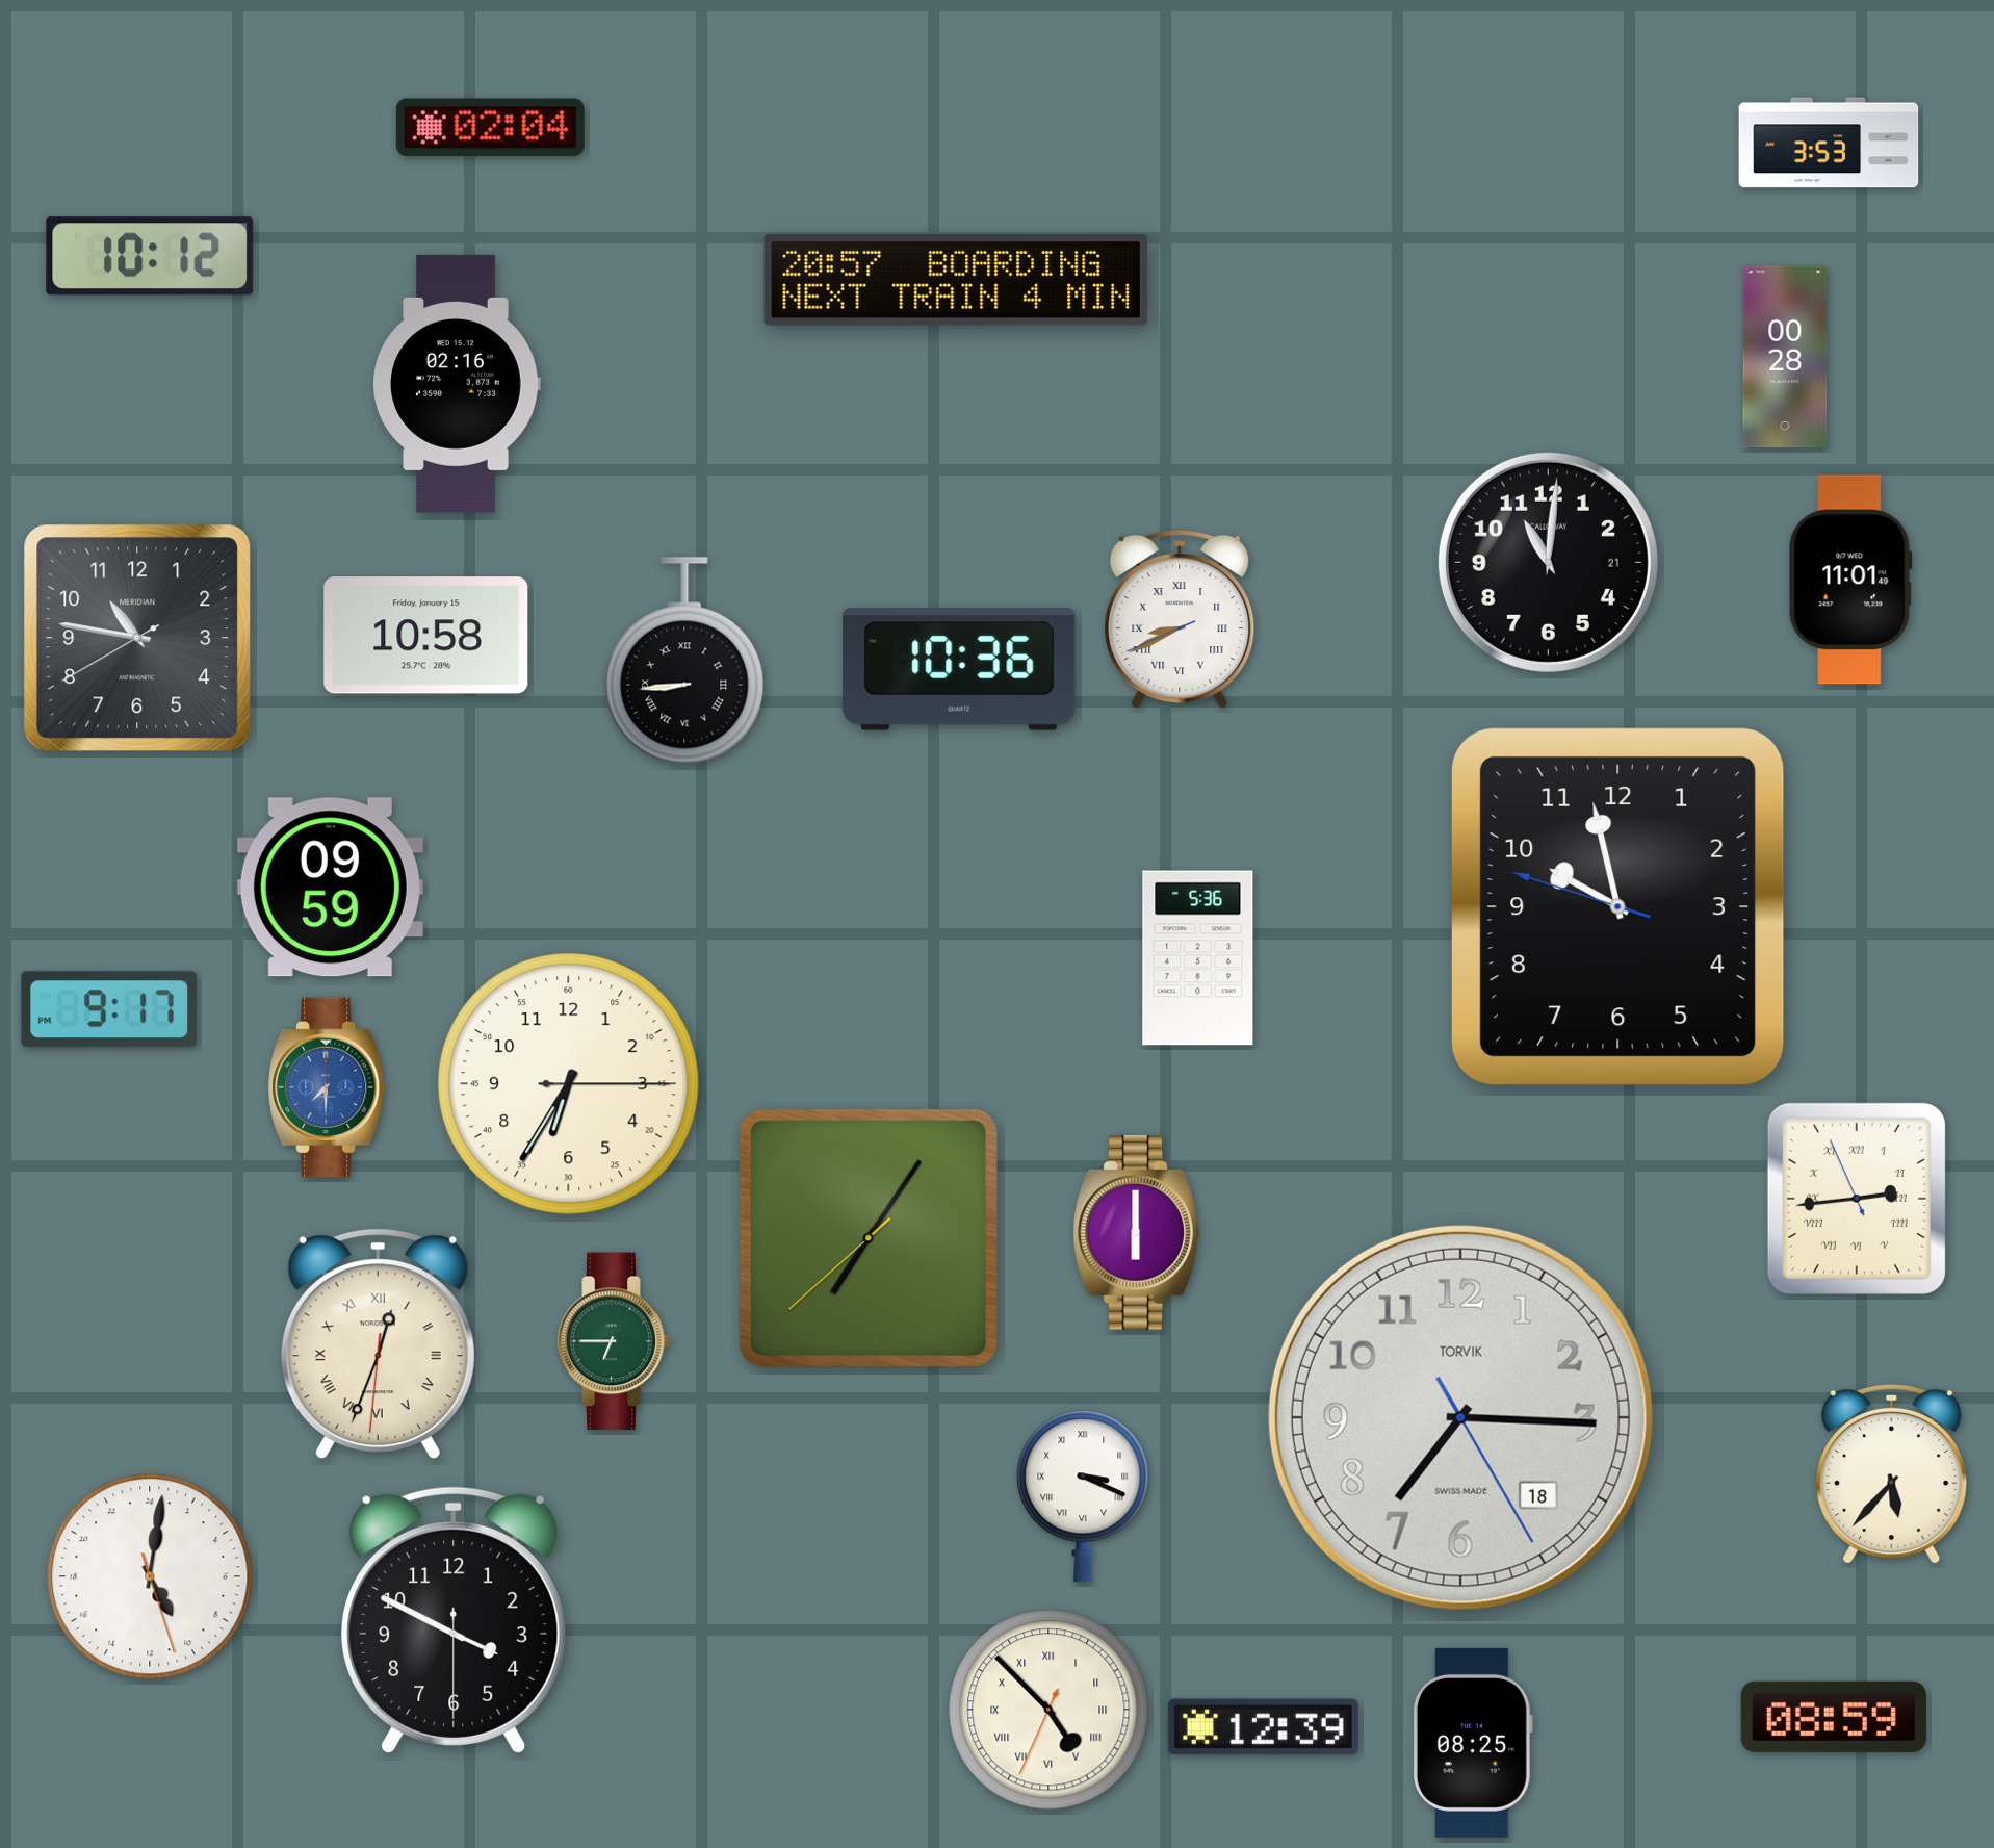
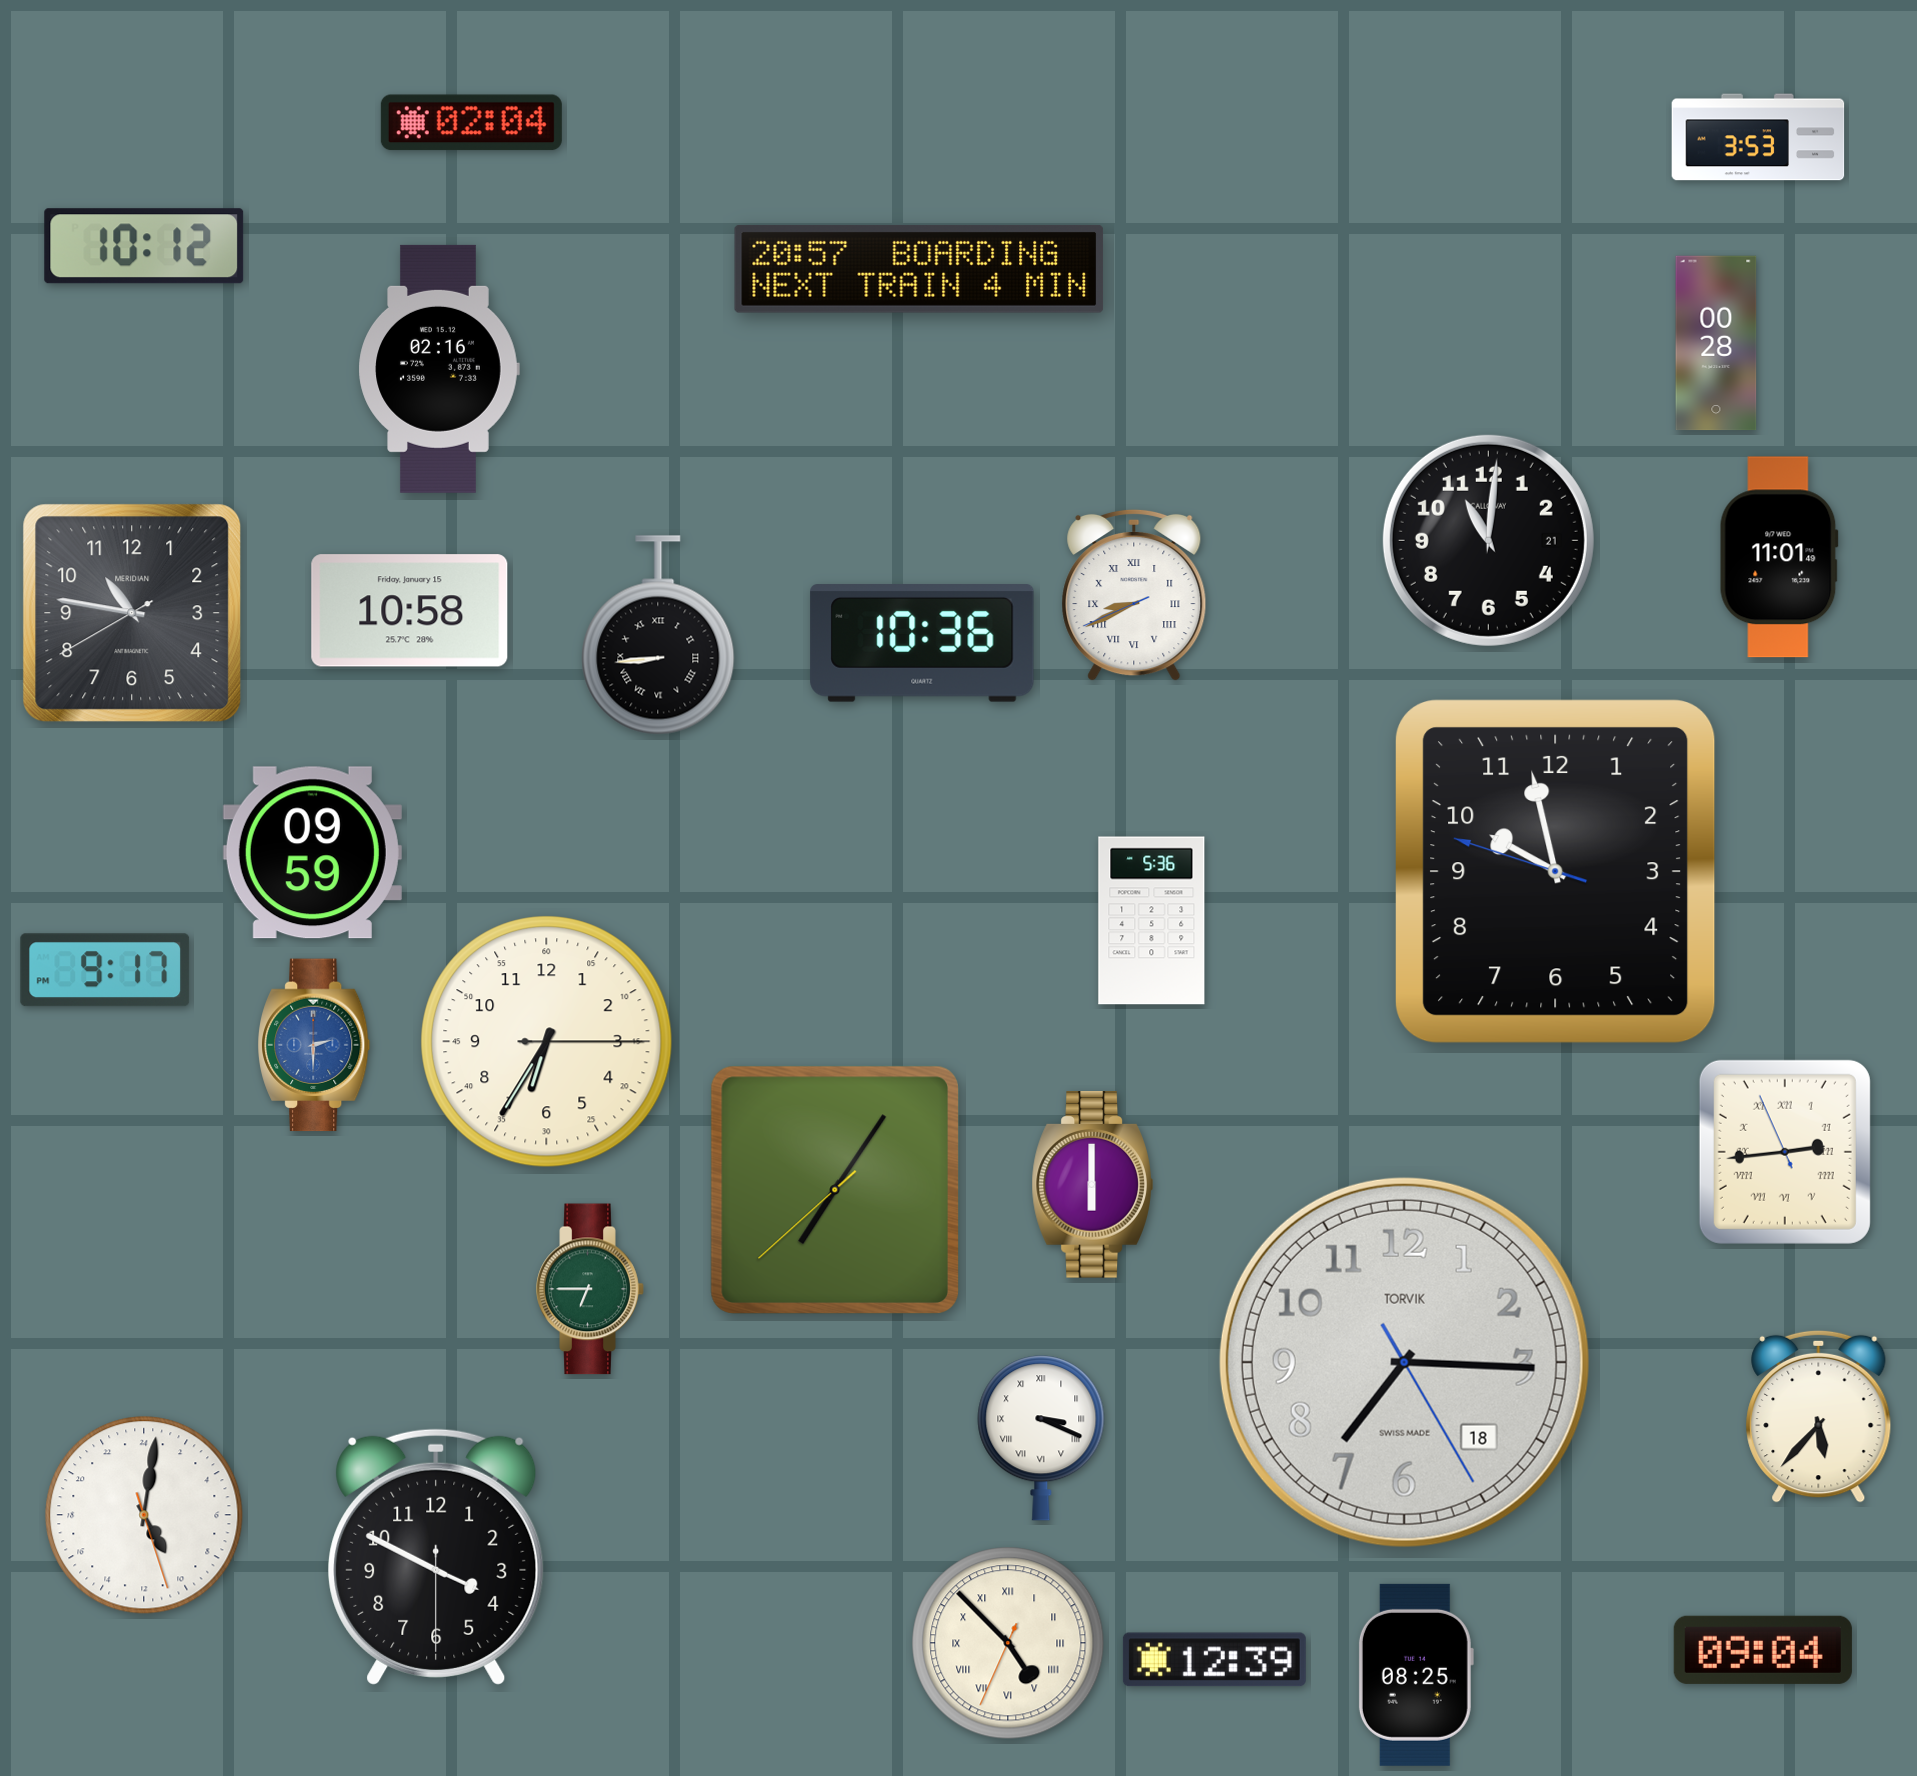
clock at (330, 888) position: (330, 888) -> (312, 853)
clock at (328, 1087): 7:30 -> 2:30
clock at (378, 1344): 12:33 -> none
clock at (1834, 1717): 08:59 -> 09:04
